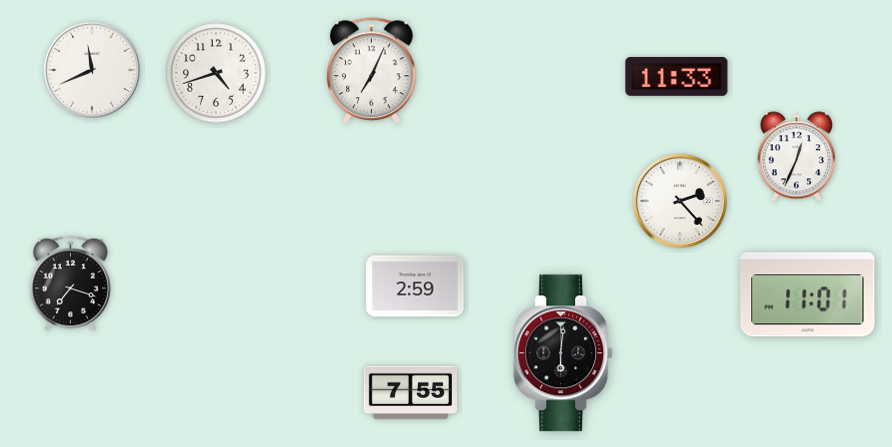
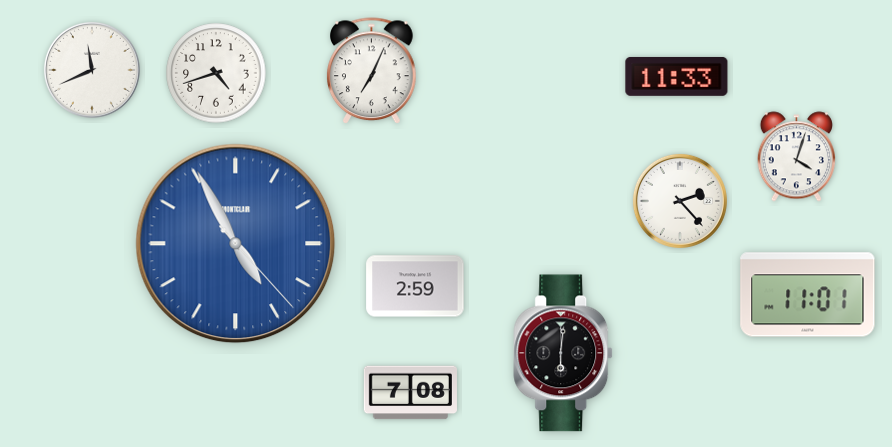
clock at (796, 157): 12:34 -> 4:03
clock at (236, 244): none -> 4:55
clock at (70, 284): 7:18 -> none
clock at (410, 393): 7:55 -> 7:08
